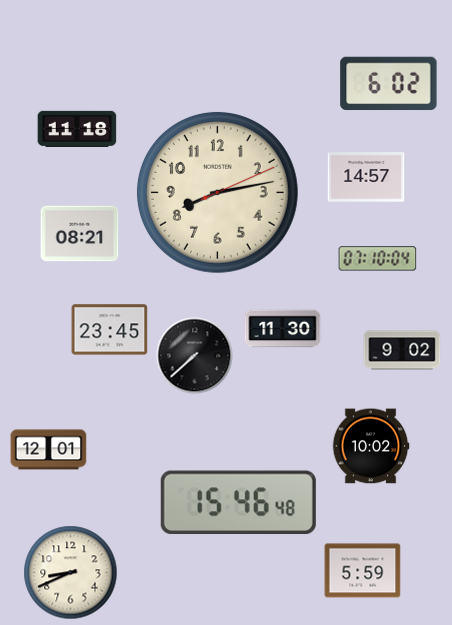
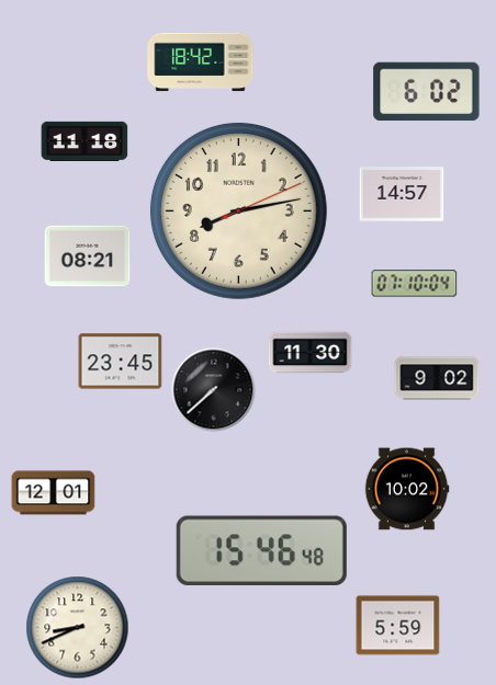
clock at (201, 62): none -> 18:42
clock at (283, 329) position: (283, 329) -> (311, 353)
clock at (402, 350) position: (402, 350) -> (437, 378)
